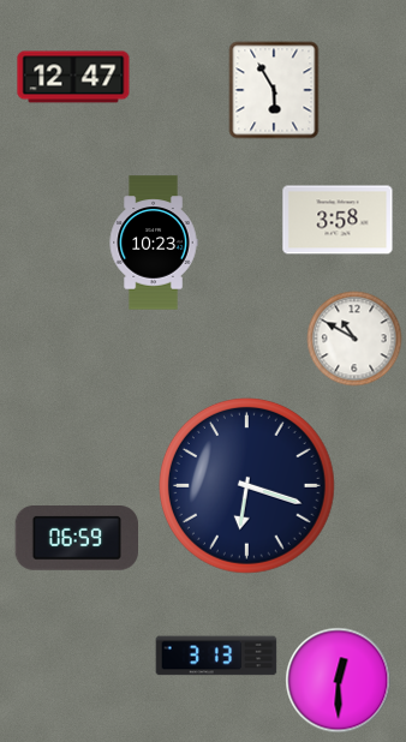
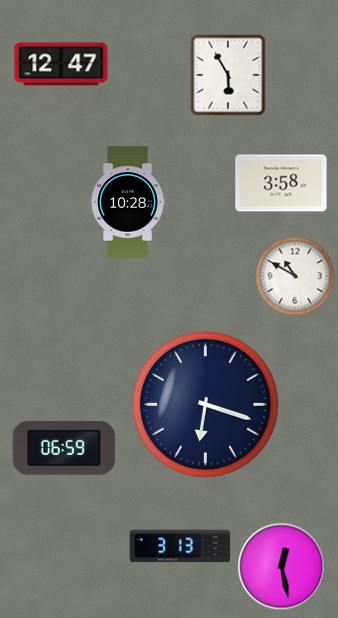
clock at (154, 243): 10:23 -> 10:28
clock at (354, 339) position: (354, 339) -> (295, 276)
clock at (339, 681): 12:30 -> 12:28
